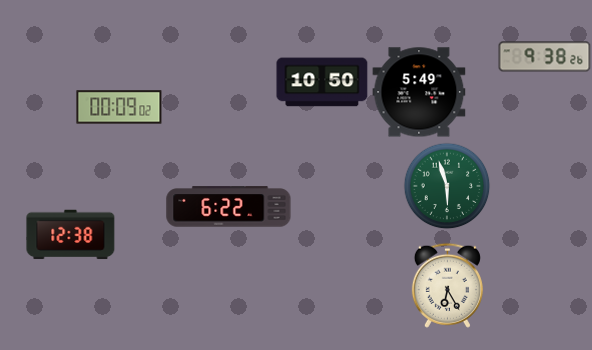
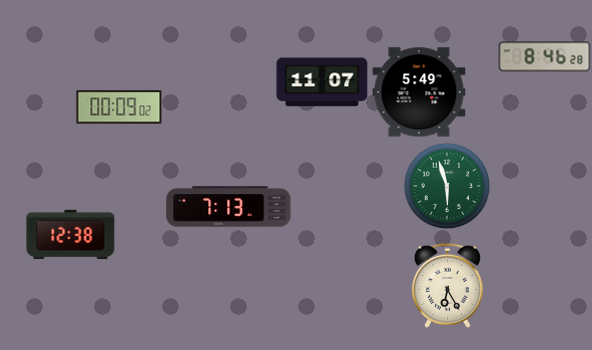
clock at (545, 57): 9:38 -> 8:46
clock at (322, 82): 10:50 -> 11:07
clock at (229, 207): 6:22 -> 7:13
